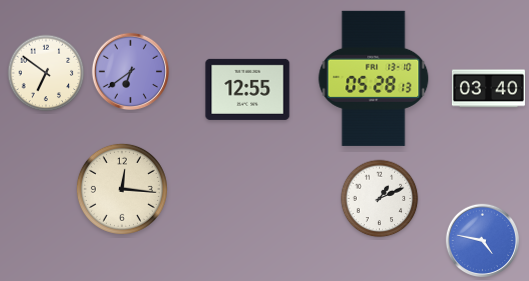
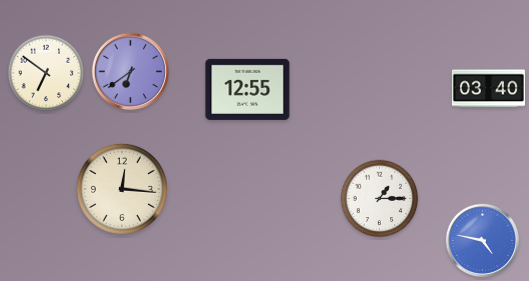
clock at (374, 78): 05:28 -> none
clock at (380, 199): 1:11 -> 1:15
